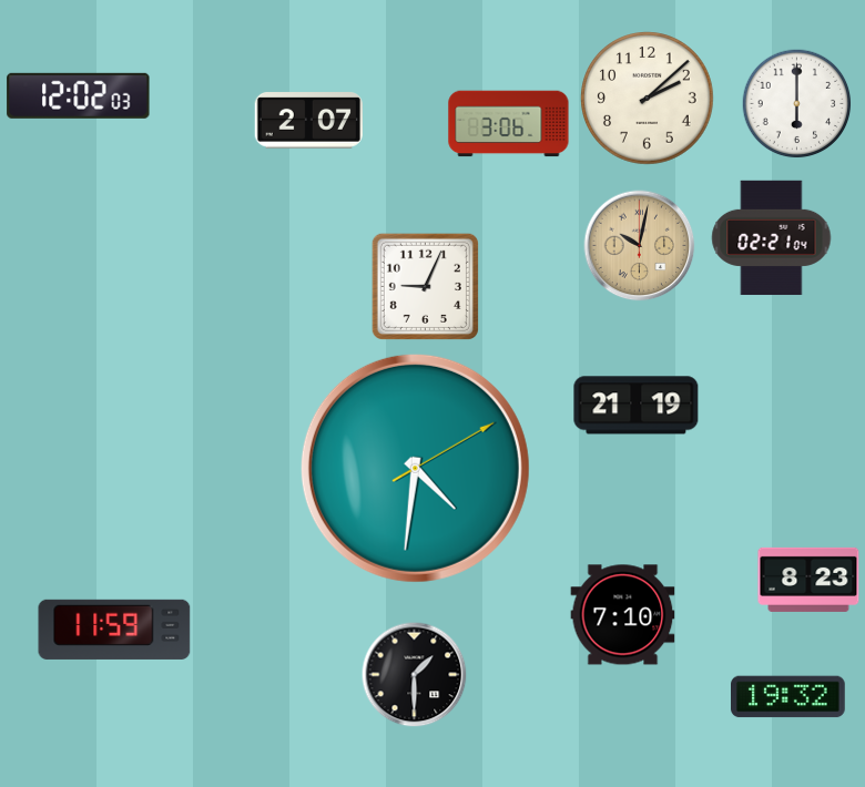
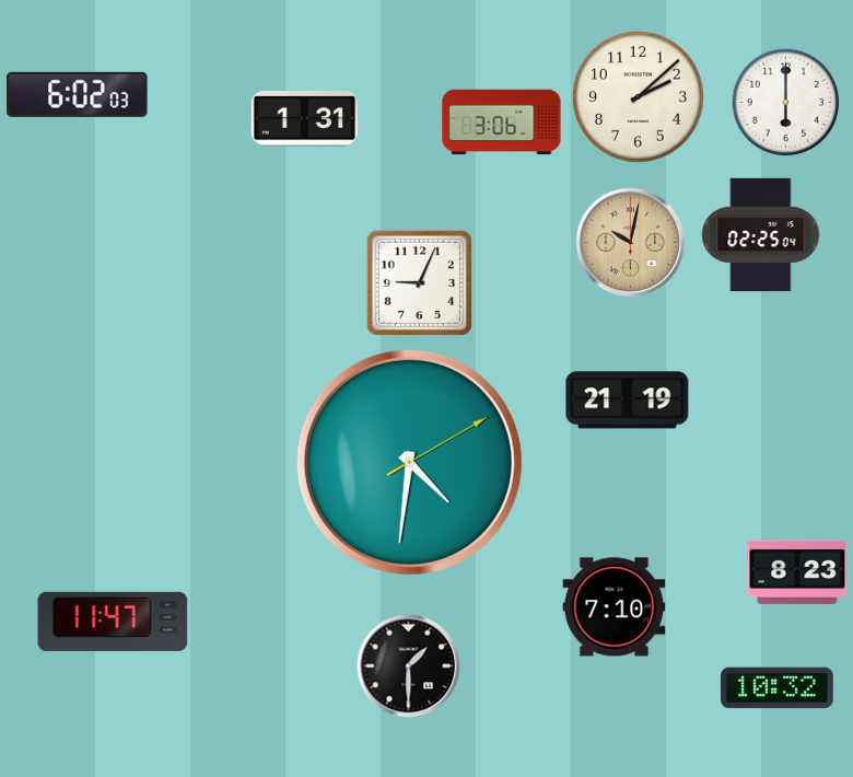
clock at (79, 95): 12:02 -> 6:02
clock at (308, 121): 2:07 -> 1:31
clock at (772, 238): 02:21 -> 02:25
clock at (114, 630): 11:59 -> 11:47
clock at (788, 697): 19:32 -> 10:32
